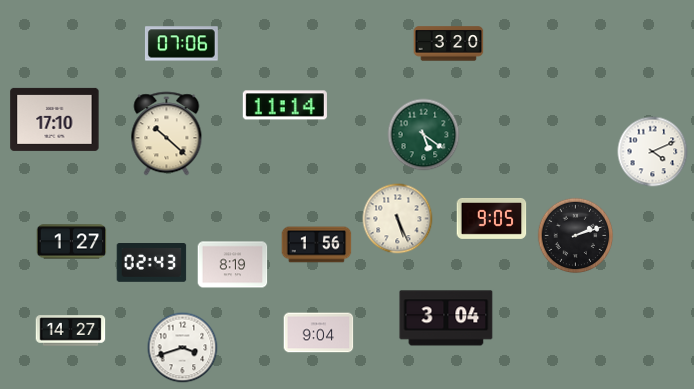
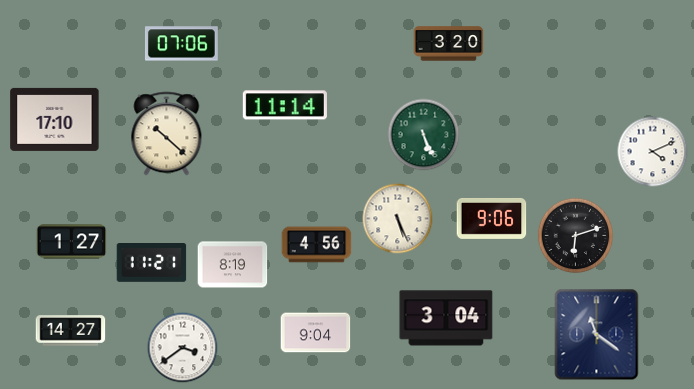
clock at (424, 135): 5:21 -> 5:26
clock at (492, 218): 9:05 -> 9:06
clock at (576, 236): 2:12 -> 6:12
clock at (317, 245): 1:56 -> 4:56
clock at (152, 263): 02:43 -> 11:21
clock at (319, 333) position: (319, 333) -> (316, 333)
clock at (597, 335): none -> 11:21
clock at (183, 348): 3:42 -> 3:39
